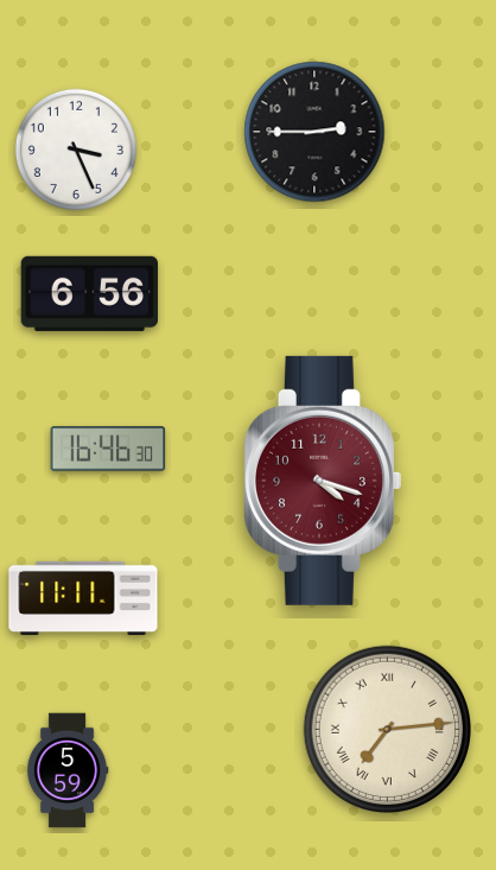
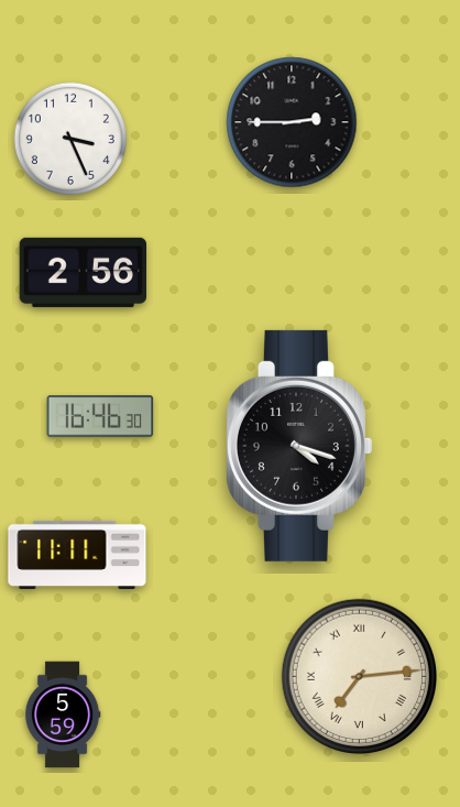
clock at (89, 293): 6:56 -> 2:56
clock at (322, 481) dial: burgundy -> black
